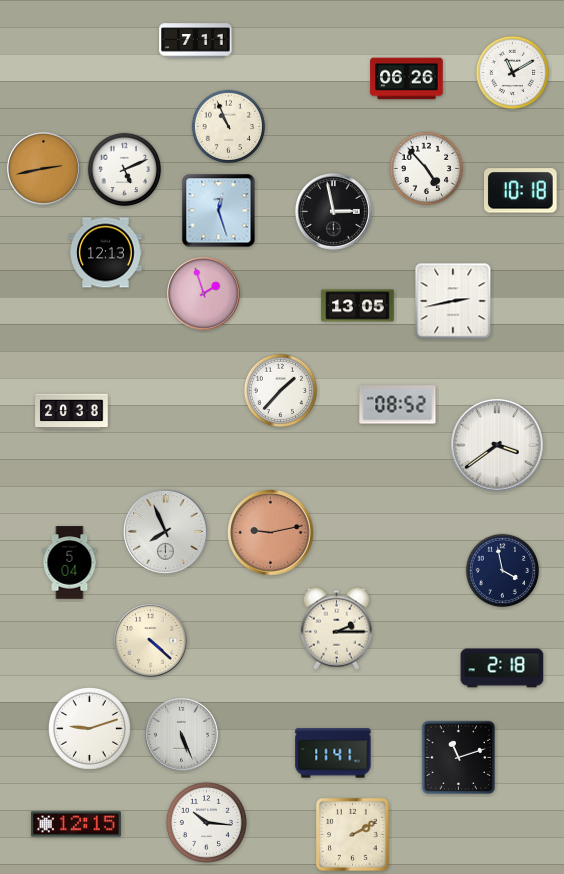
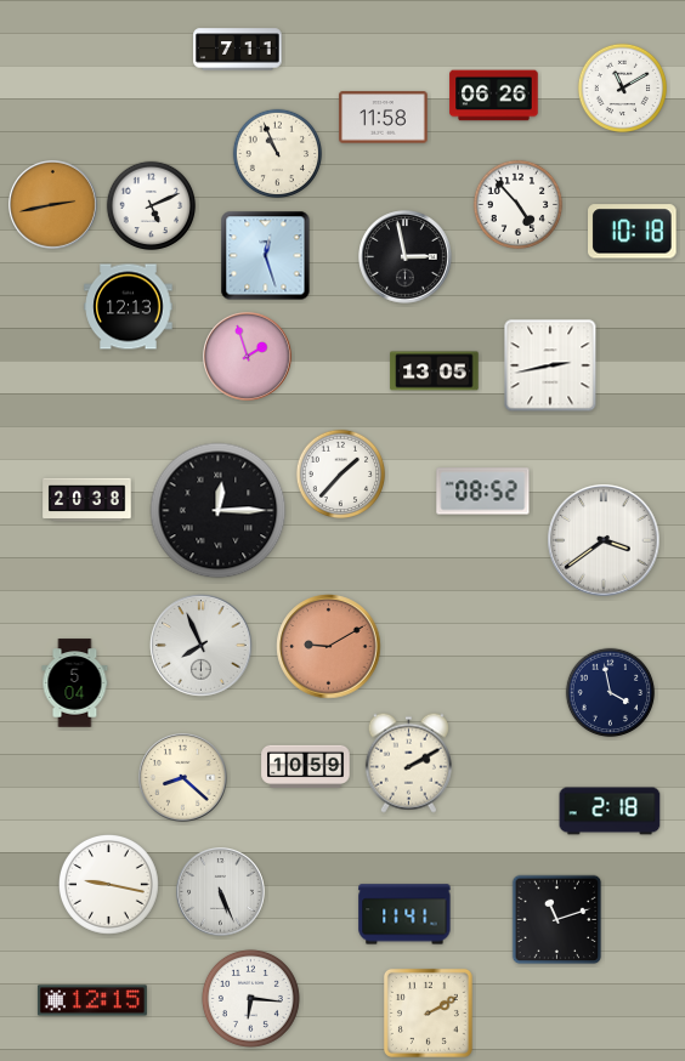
clock at (384, 118): none -> 11:58
clock at (219, 511): none -> 12:15
clock at (271, 533): 9:13 -> 9:10
clock at (70, 563) position: (70, 563) -> (75, 683)
clock at (336, 628): 2:15 -> 2:10
clock at (306, 767): none -> 10:59
clock at (151, 641): 4:22 -> 8:22
clock at (90, 729): 9:12 -> 9:17
clock at (206, 822): 10:16 -> 6:16
